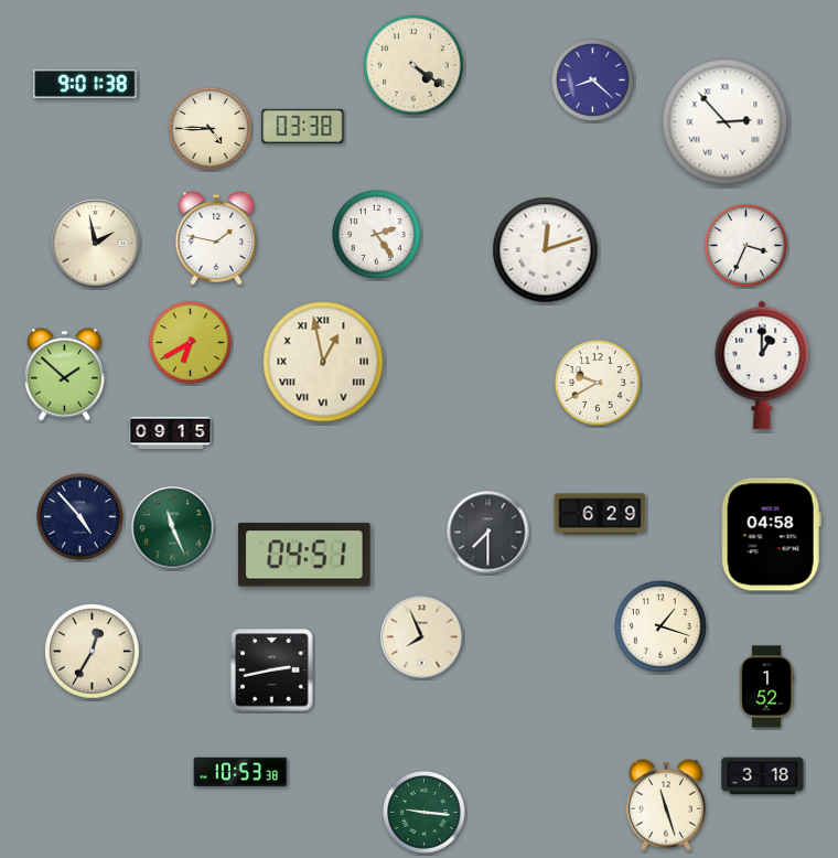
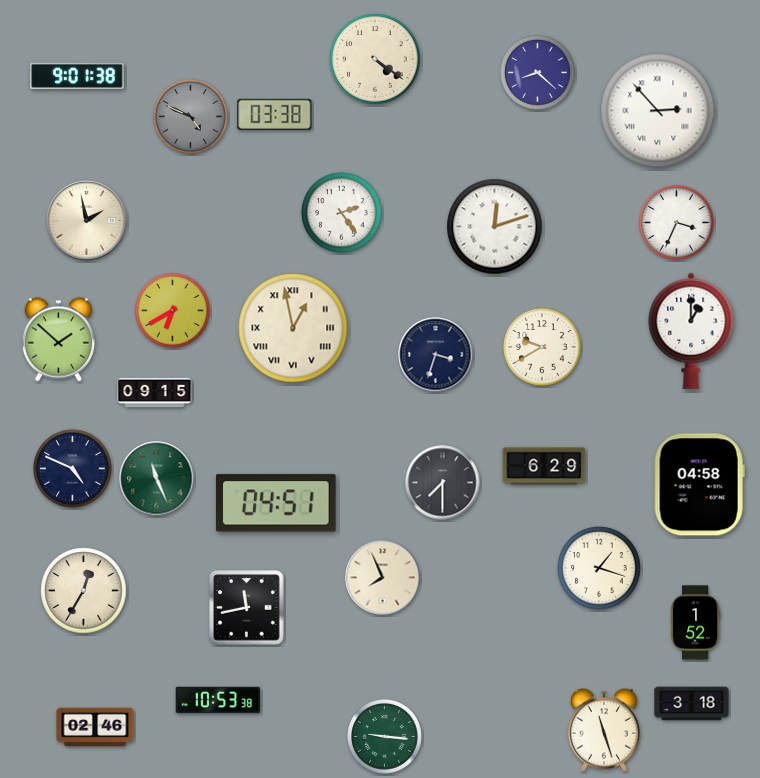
clock at (211, 129): 4:45 -> 4:49
clock at (211, 129) dial: cream -> grey
clock at (216, 238): 1:47 -> none
clock at (436, 355): none -> 3:33
clock at (80, 517): 4:53 -> 4:49
clock at (272, 671): 2:43 -> 11:43
clock at (95, 727): none -> 02:46
